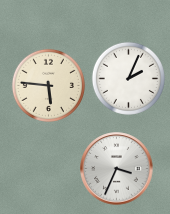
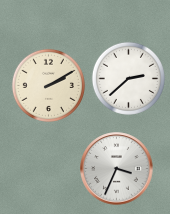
clock at (128, 78): 2:04 -> 2:38
clock at (48, 85): 5:46 -> 2:10
